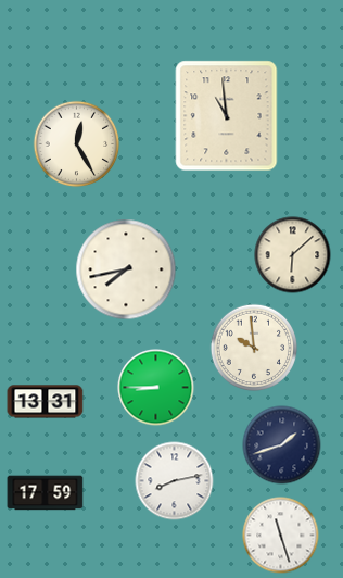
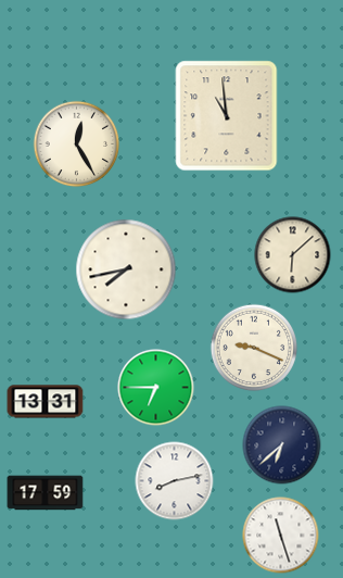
clock at (254, 348): 9:59 -> 9:19
clock at (156, 388): 8:45 -> 6:45
clock at (282, 445): 1:42 -> 6:38
